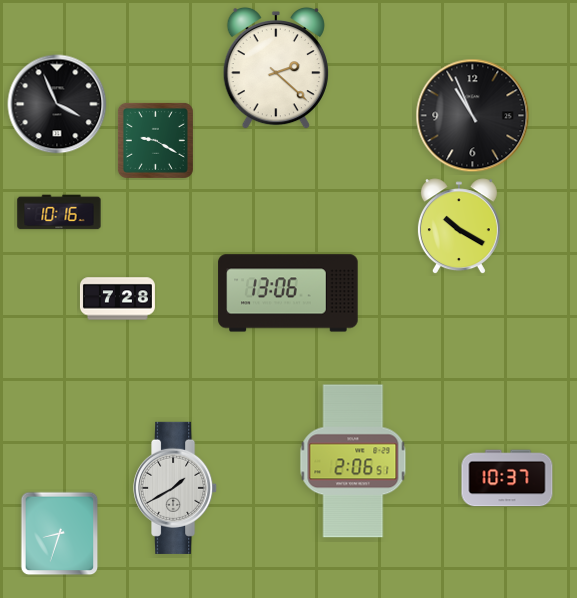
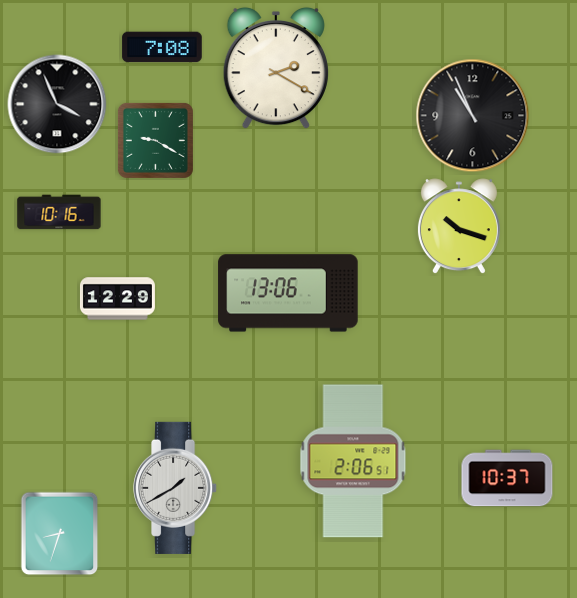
clock at (162, 47): none -> 7:08
clock at (276, 68): 2:22 -> 2:20
clock at (459, 227): 10:20 -> 10:18
clock at (117, 299): 7:28 -> 12:29
